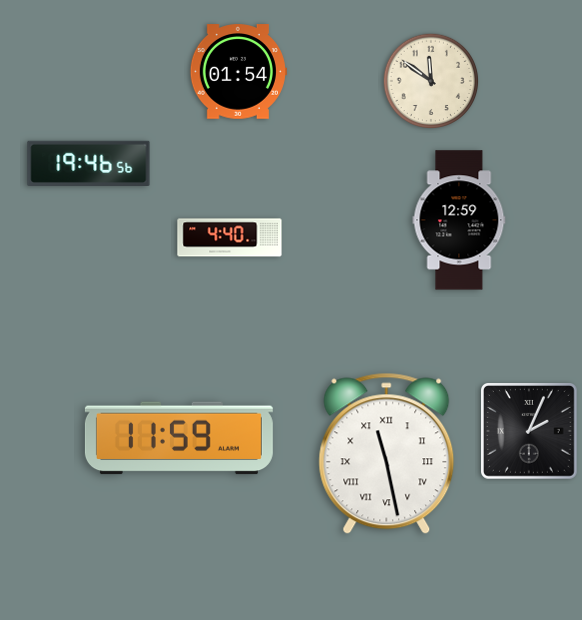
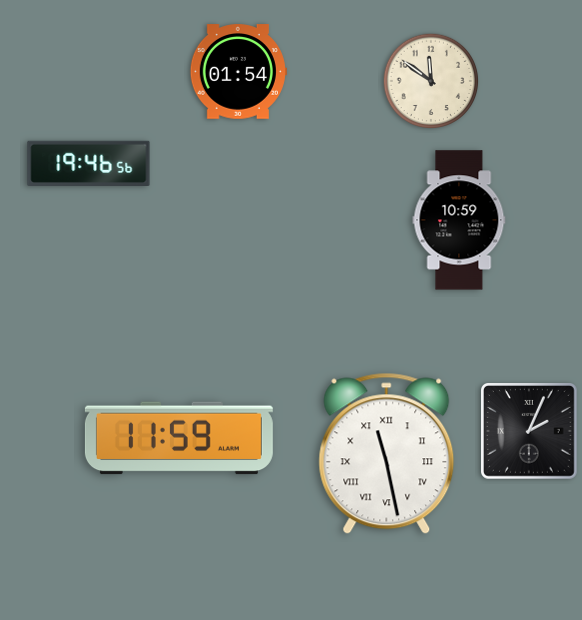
clock at (459, 220): 12:59 -> 10:59
clock at (230, 238): 4:40 -> none
